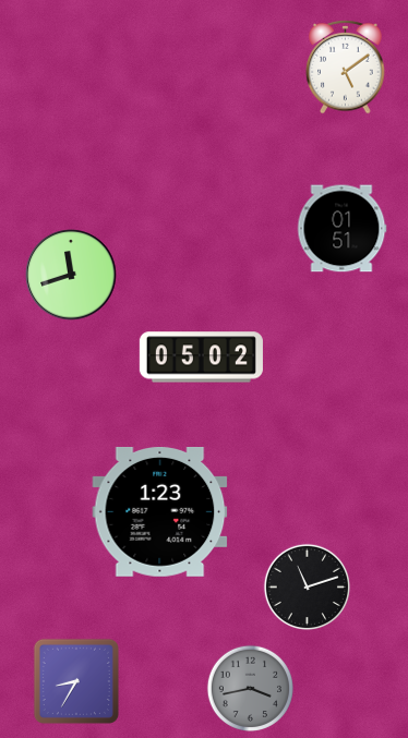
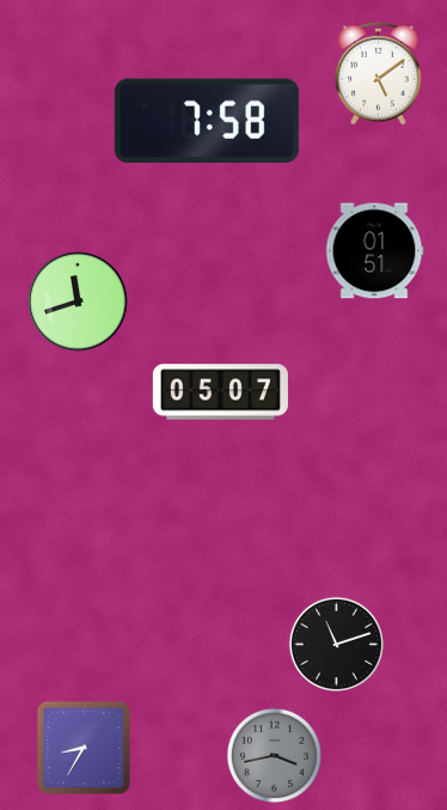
clock at (207, 120): none -> 7:58
clock at (201, 358): 05:02 -> 05:07
clock at (160, 511): 1:23 -> none
